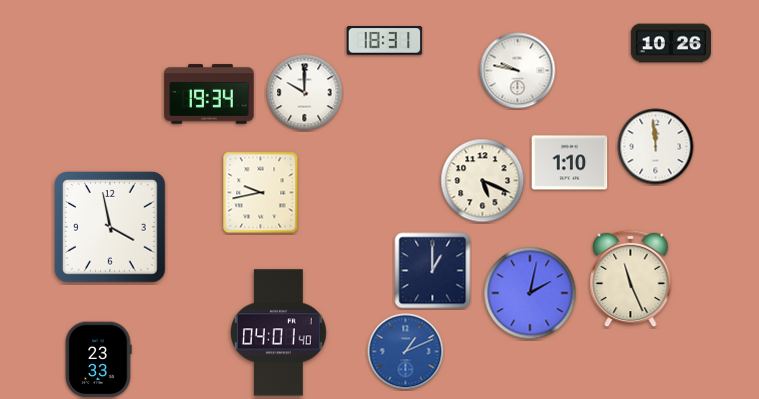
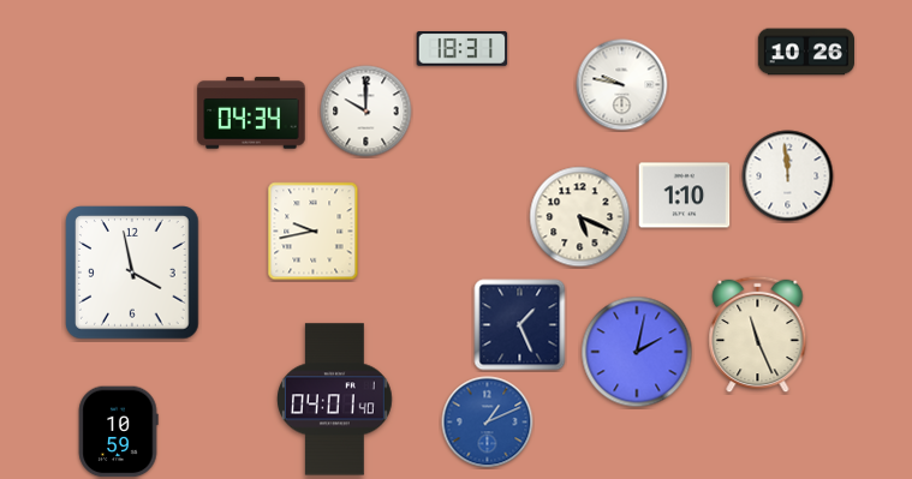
clock at (209, 94): 19:34 -> 04:34
clock at (433, 271): 1:00 -> 1:26
clock at (98, 360): 23:33 -> 10:59
